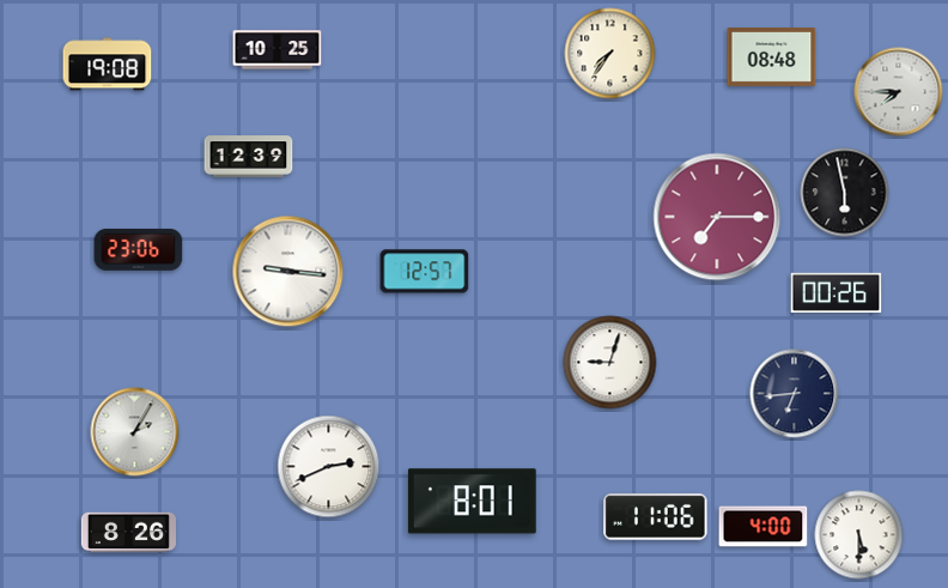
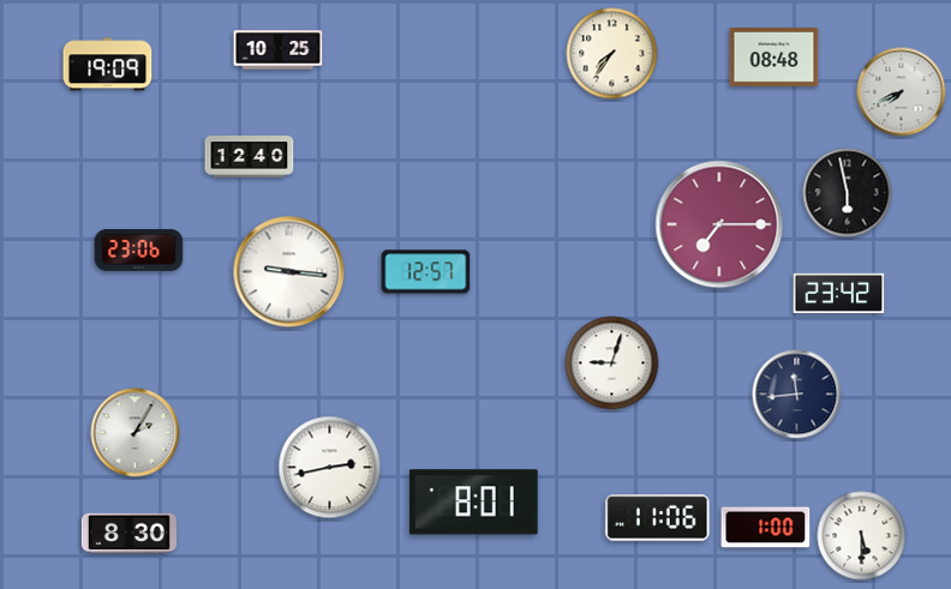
clock at (108, 65): 19:08 -> 19:09
clock at (899, 92): 7:45 -> 7:41
clock at (249, 157): 12:39 -> 12:40
clock at (717, 217) position: (717, 217) -> (719, 224)
clock at (837, 293): 00:26 -> 23:42
clock at (795, 394): 6:44 -> 11:44
clock at (329, 467): 2:41 -> 2:43
clock at (764, 527): 4:00 -> 1:00
clock at (128, 533): 8:26 -> 8:30
